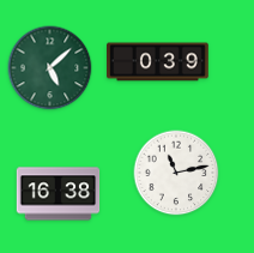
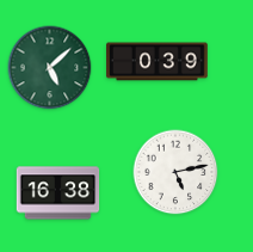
clock at (176, 173): 11:13 -> 5:13
